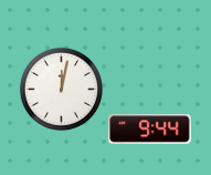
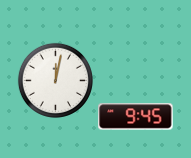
clock at (150, 130): 9:44 -> 9:45
